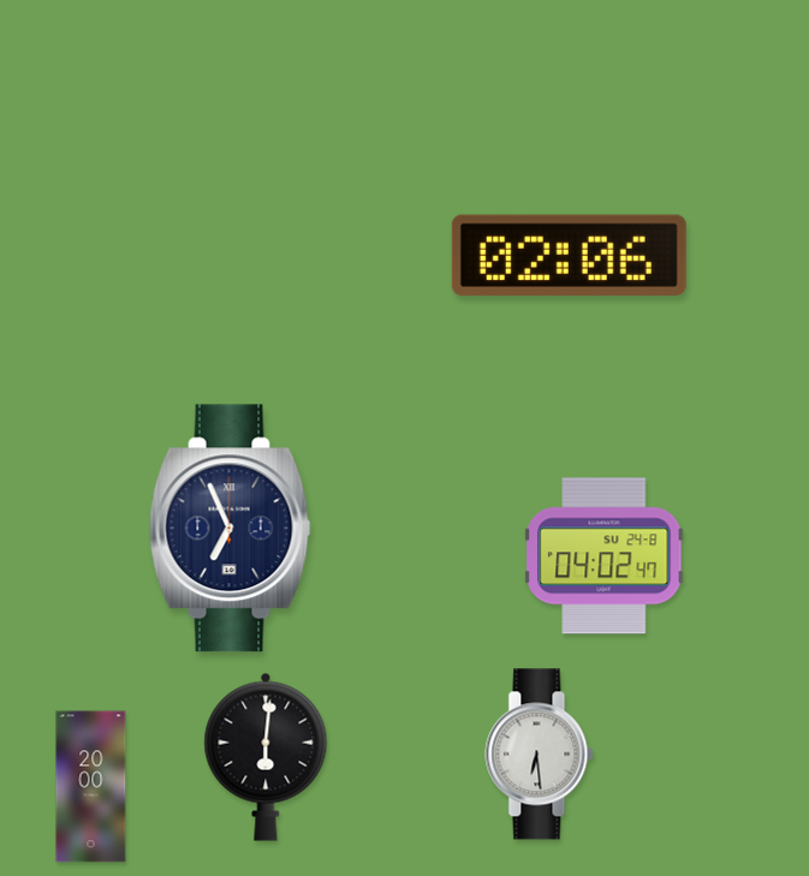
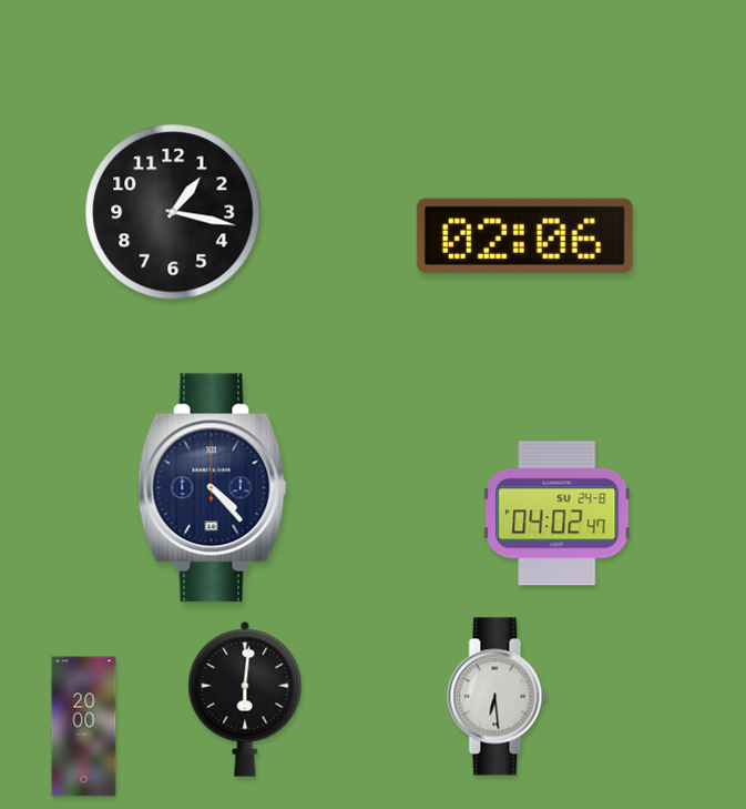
clock at (173, 212): none -> 1:17
clock at (231, 529): 6:56 -> 4:23
